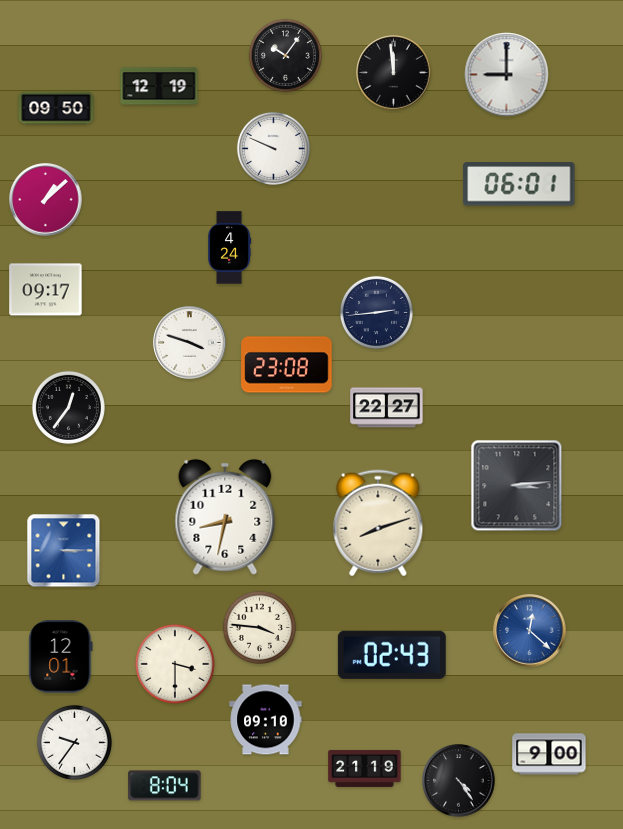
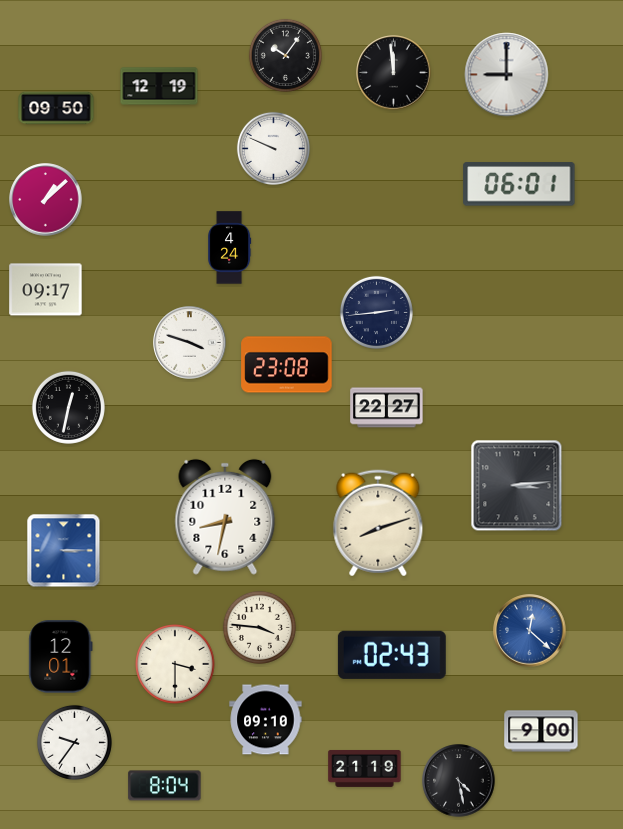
clock at (68, 407): 12:36 -> 12:32
clock at (549, 754) position: (549, 754) -> (541, 731)
clock at (459, 781): 4:24 -> 4:28
